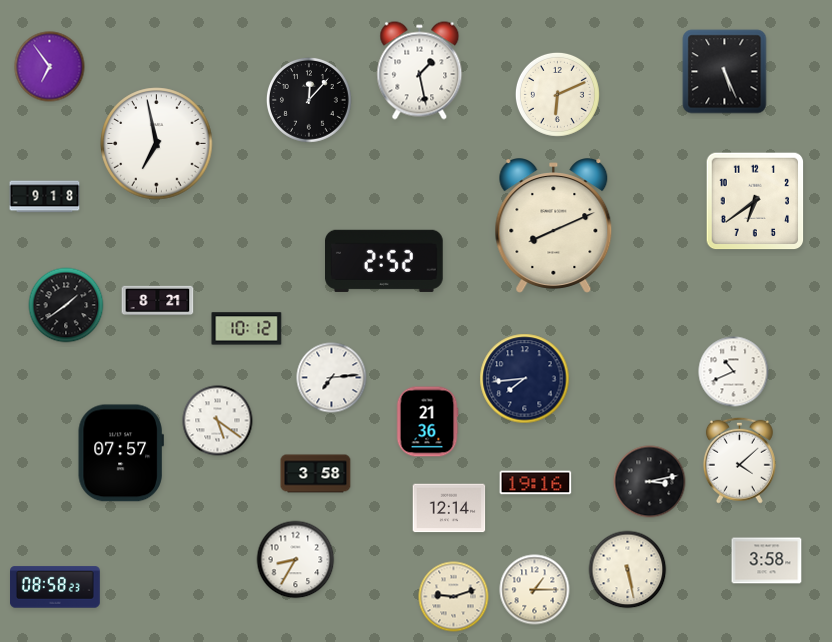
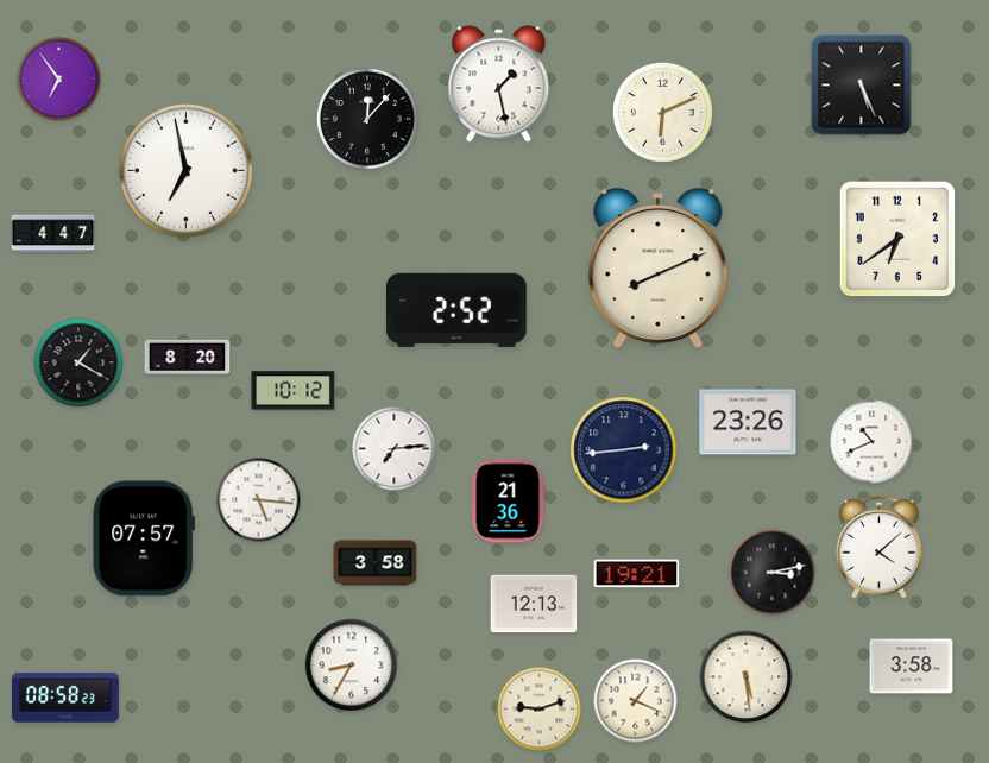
clock at (45, 197): 9:18 -> 4:47
clock at (158, 301): 8:21 -> 8:20
clock at (66, 305): 1:39 -> 1:20
clock at (748, 422): none -> 23:26
clock at (525, 379): 7:44 -> 2:44
clock at (218, 421): 5:21 -> 5:16
clock at (536, 483): 19:16 -> 19:21
clock at (449, 508): 12:14 -> 12:13
clock at (628, 570): 5:28 -> 5:29
clock at (535, 590): 1:15 -> 1:19
